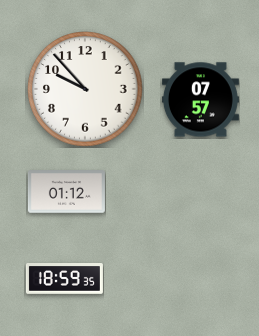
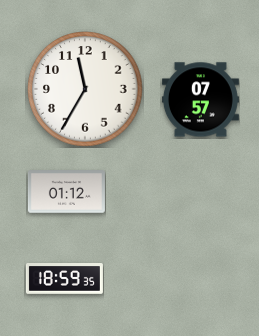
clock at (85, 89): 9:53 -> 11:35
